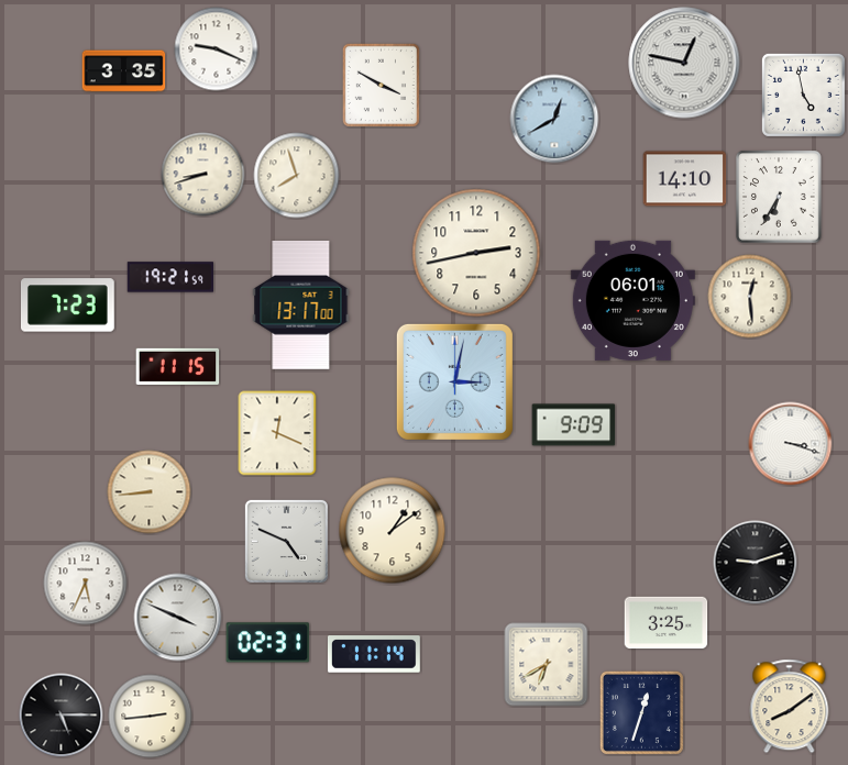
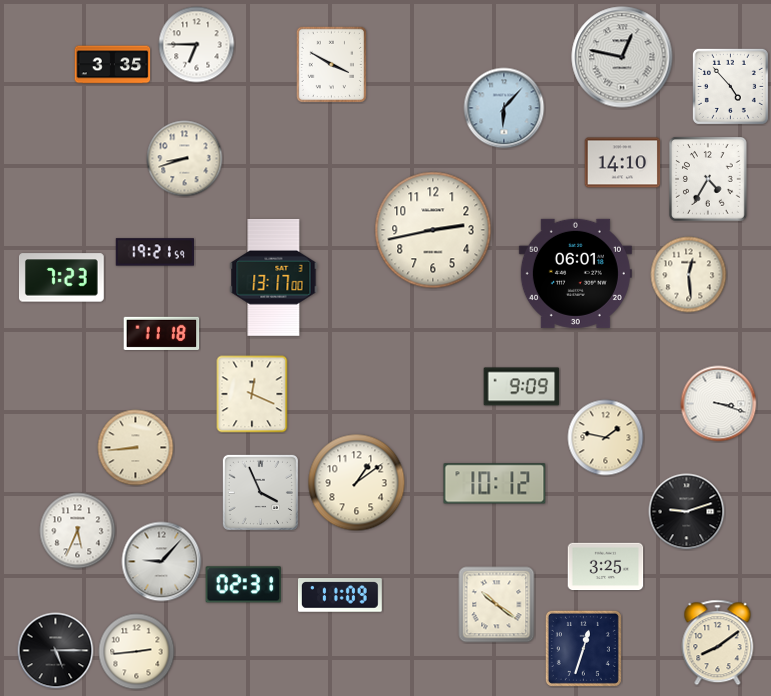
clock at (217, 49): 9:19 -> 6:45
clock at (381, 85) position: (381, 85) -> (331, 64)
clock at (803, 95): 4:58 -> 4:53
clock at (554, 119): 12:40 -> 6:07
clock at (297, 176): 7:57 -> none
clock at (780, 197): 6:35 -> 4:35
clock at (750, 297) position: (750, 297) -> (689, 275)
clock at (178, 366): 11:15 -> 11:18
clock at (454, 381): 3:02 -> none
clock at (606, 438): none -> 1:47
clock at (495, 484): none -> 10:12
clock at (286, 541): 4:49 -> 3:56
clock at (178, 618): 3:49 -> 9:07
clock at (374, 654): 11:14 -> 11:09
clock at (547, 665): 6:40 -> 10:21
